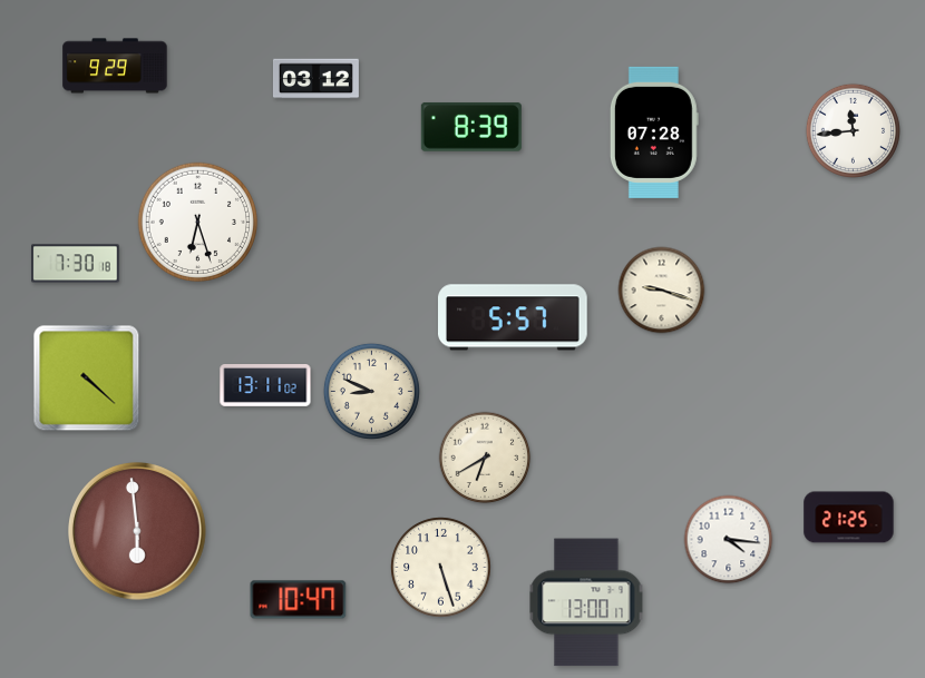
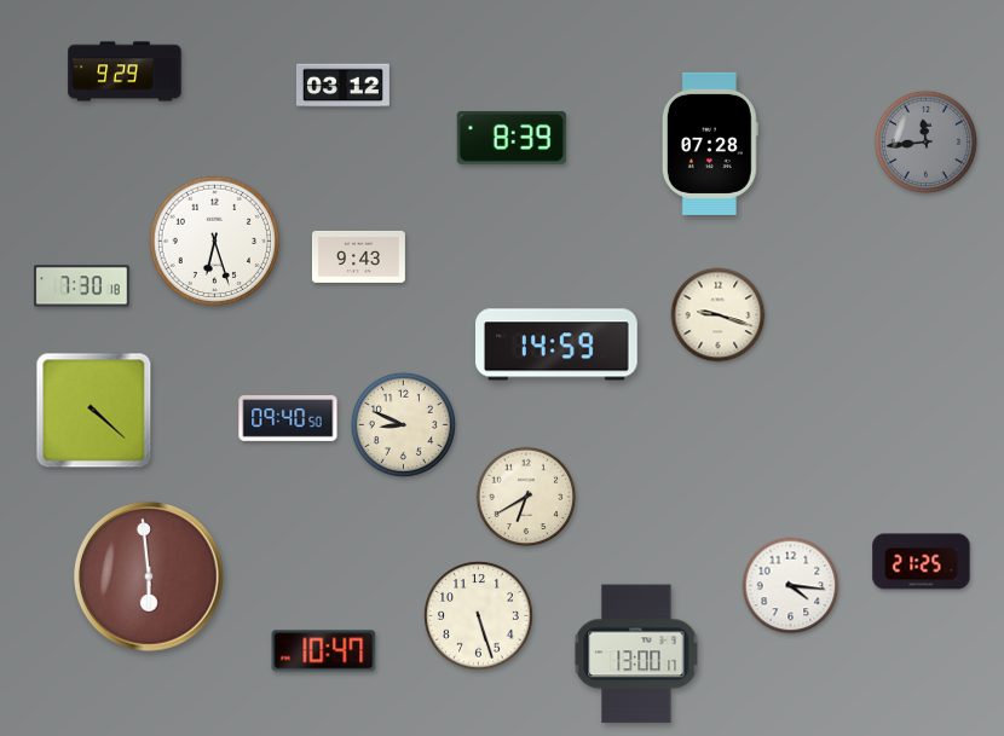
clock at (853, 130) dial: white -> grey
clock at (358, 256): none -> 9:43
clock at (514, 317): 5:57 -> 14:59
clock at (265, 386): 13:11 -> 09:40
